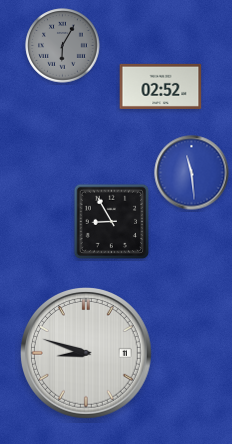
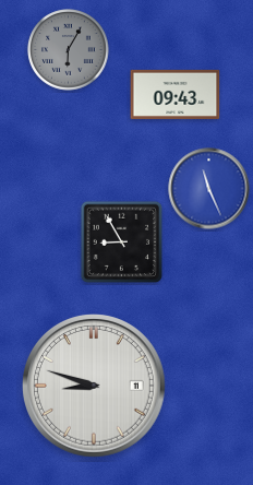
clock at (161, 86): 02:52 -> 09:43
clock at (192, 173): 11:29 -> 11:26
